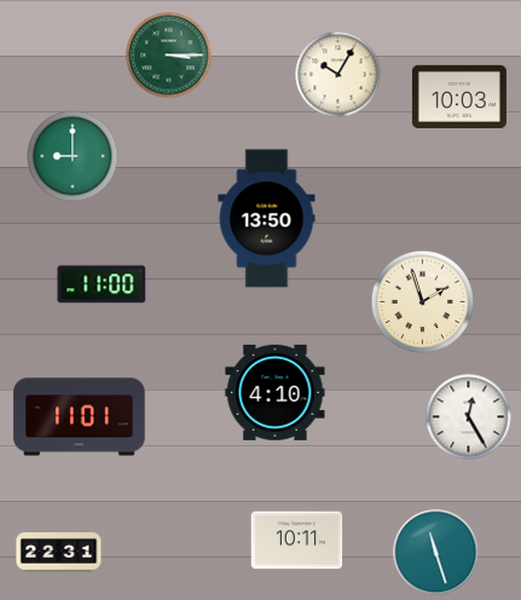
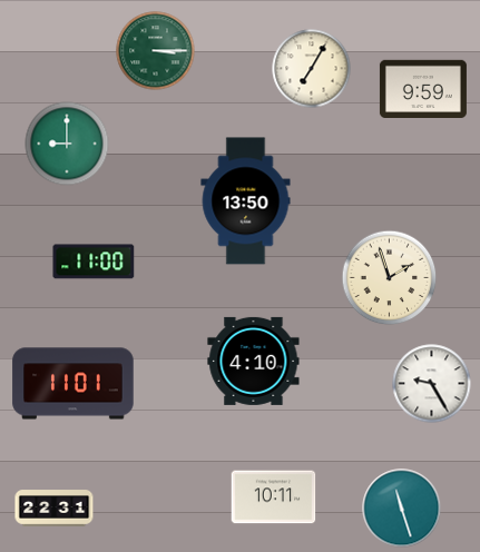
clock at (338, 75): 10:05 -> 7:05
clock at (459, 96): 10:03 -> 9:59
clock at (469, 417): 12:25 -> 9:25
